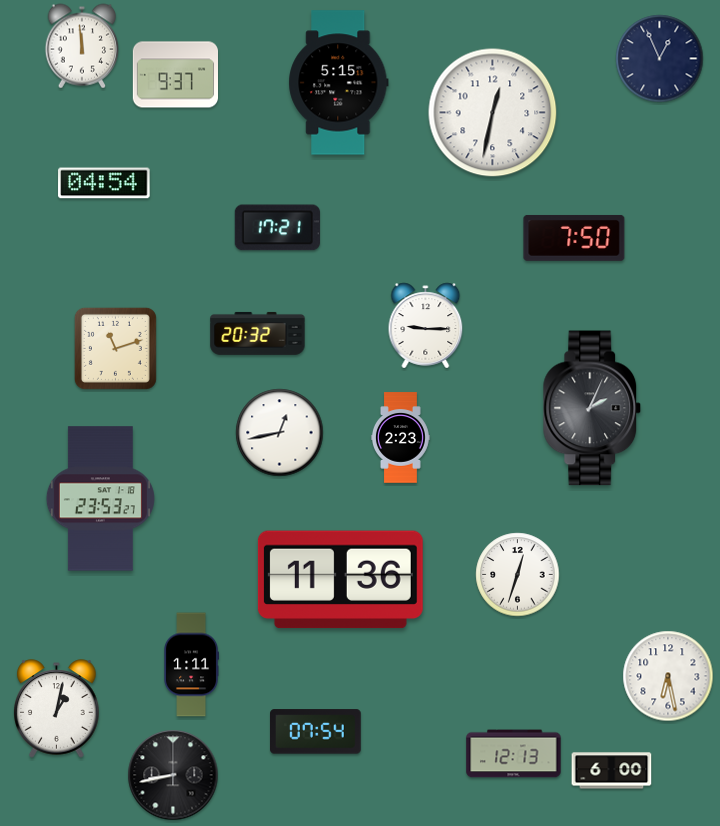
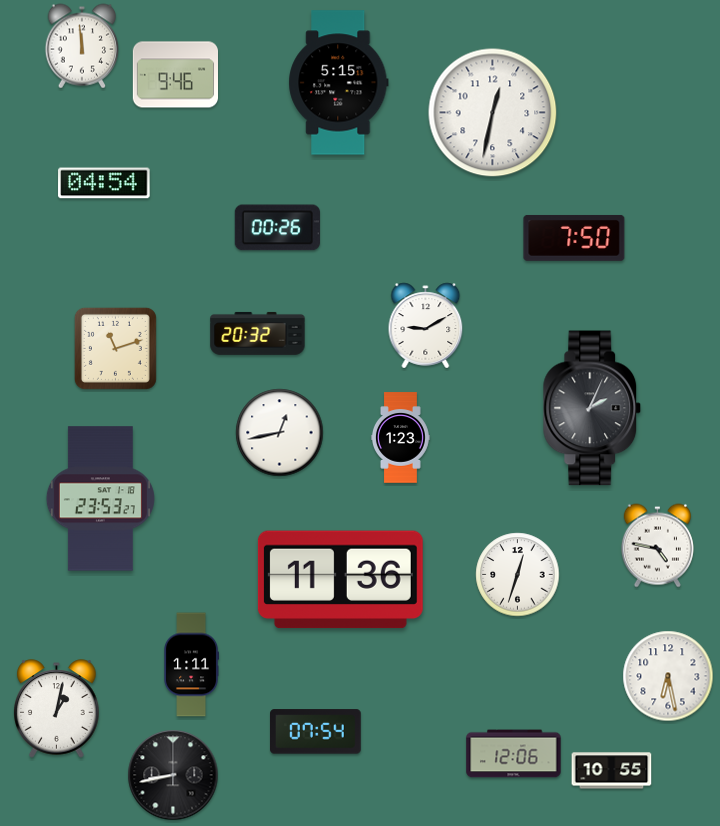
clock at (660, 59): 12:56 -> none
clock at (175, 75): 9:37 -> 9:46
clock at (277, 228): 17:21 -> 00:26
clock at (426, 326): 9:15 -> 9:10
clock at (400, 438): 2:23 -> 1:23
clock at (657, 546): none -> 4:47
clock at (514, 754): 12:13 -> 12:06
clock at (612, 771): 6:00 -> 10:55
